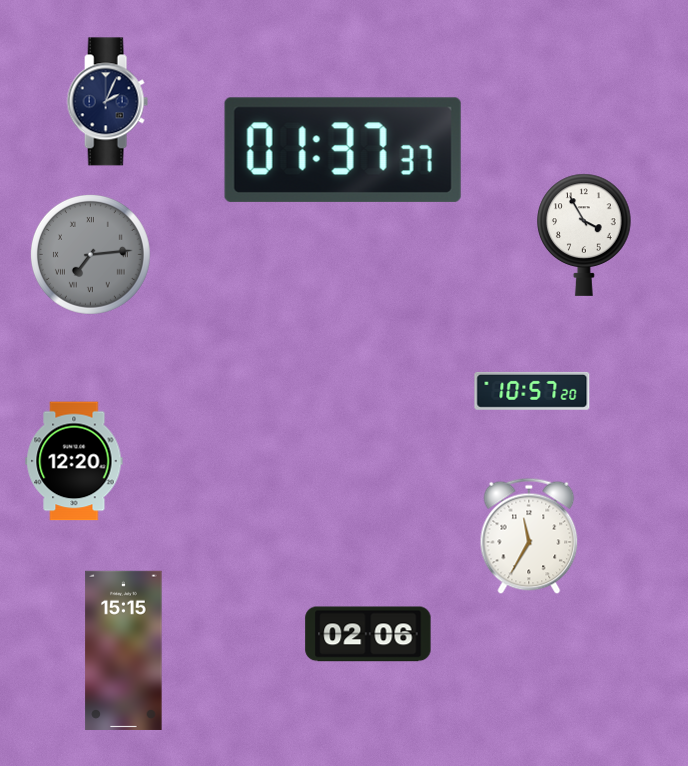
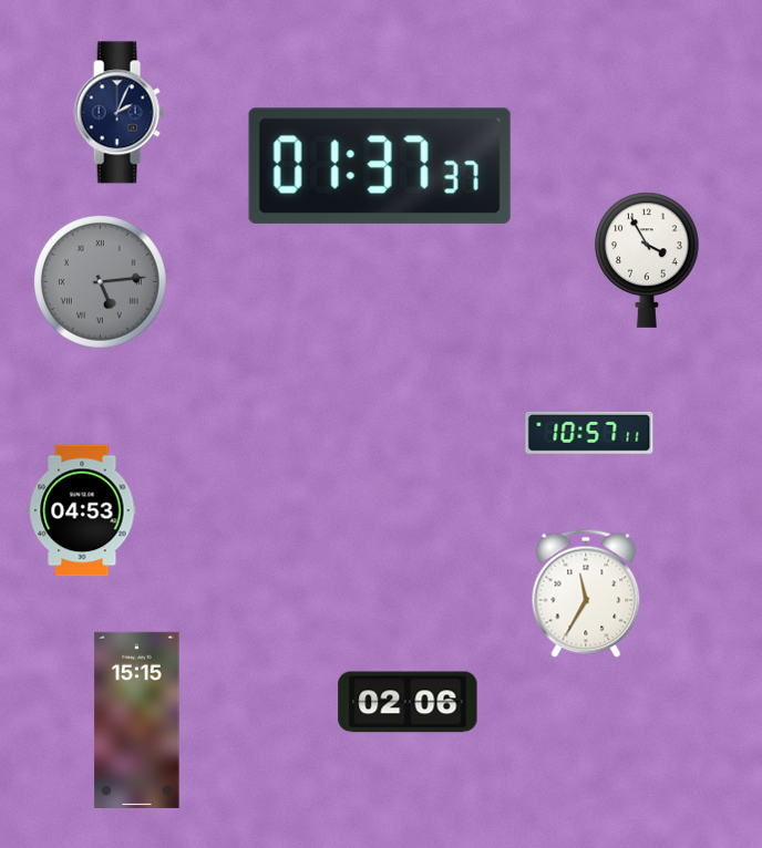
clock at (90, 254): 7:14 -> 5:14
clock at (532, 391): 10:57:20 -> 10:57:11
clock at (74, 461): 12:20 -> 04:53
